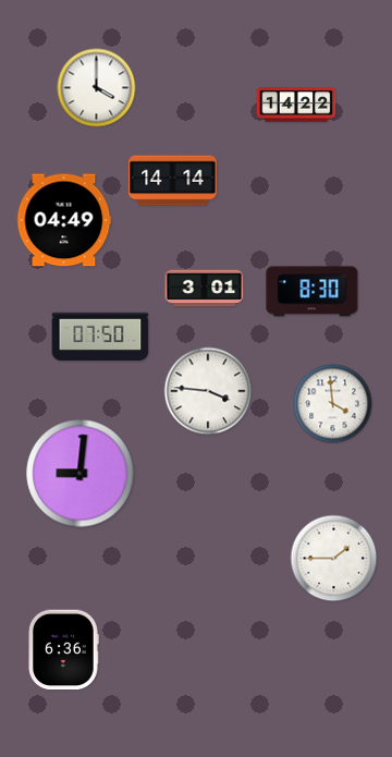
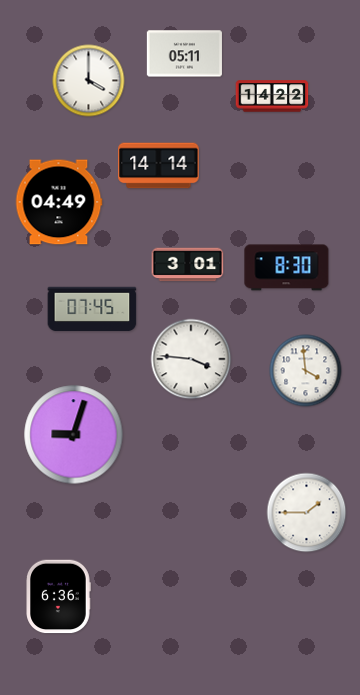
clock at (184, 54): none -> 05:11
clock at (100, 337): 07:50 -> 07:45
clock at (81, 474): 9:01 -> 9:03
